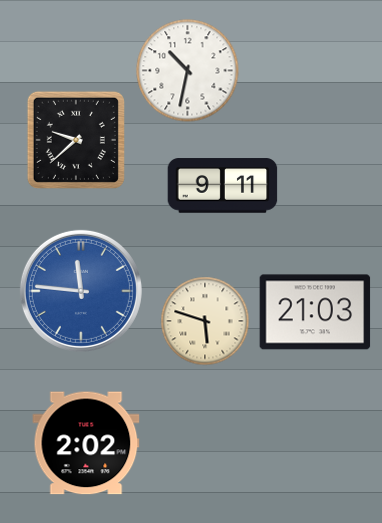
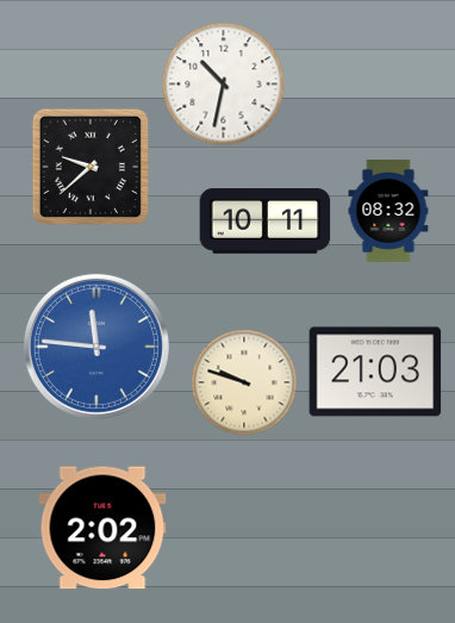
clock at (388, 212): none -> 08:32
clock at (223, 186): 9:11 -> 10:11
clock at (205, 321): 5:48 -> 9:48
